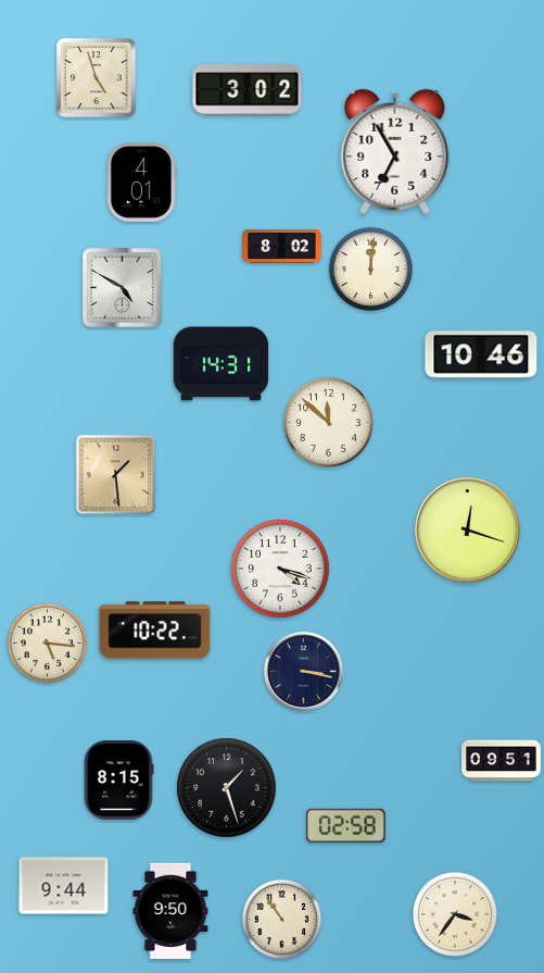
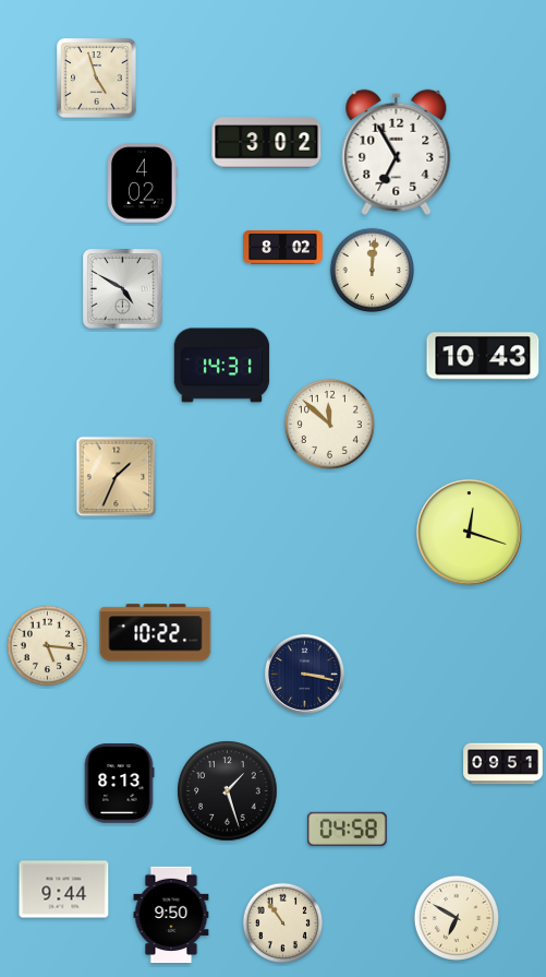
clock at (248, 90) position: (248, 90) -> (267, 143)
clock at (142, 183): 4:01 -> 4:02
clock at (481, 354): 10:46 -> 10:43
clock at (116, 475): 1:29 -> 1:34
clock at (280, 569): 4:18 -> none
clock at (118, 781): 8:15 -> 8:13
clock at (346, 825): 02:58 -> 04:58
clock at (455, 914): 3:36 -> 6:50
